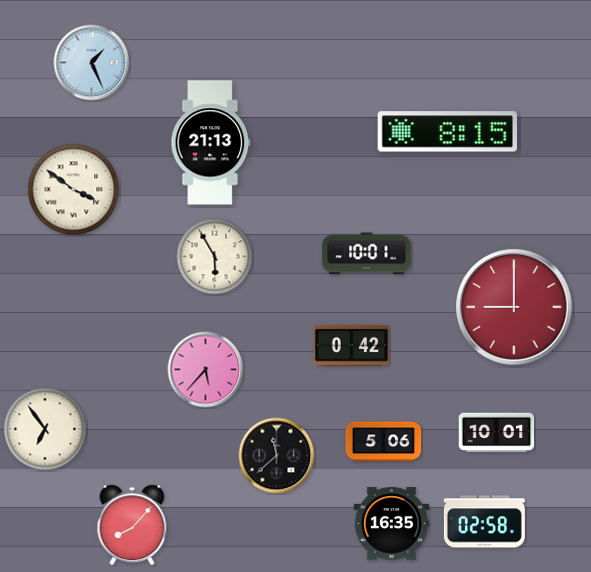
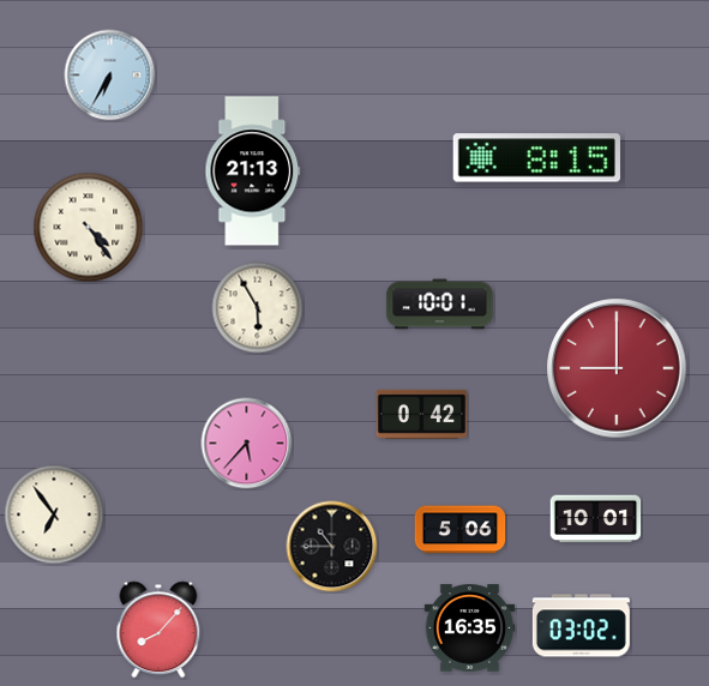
clock at (92, 63): 1:26 -> 6:35
clock at (74, 190): 3:51 -> 4:24
clock at (277, 456): 11:38 -> 10:45
clock at (484, 522): 02:58 -> 03:02
